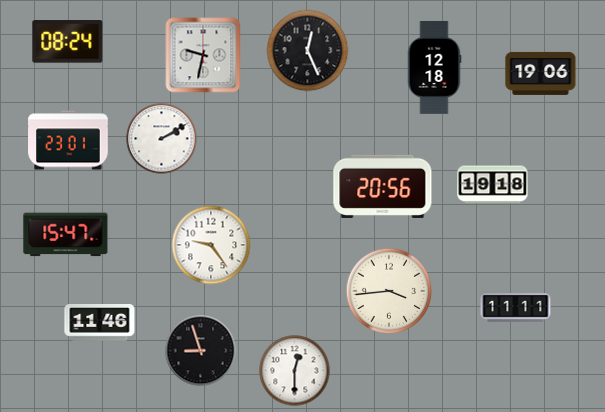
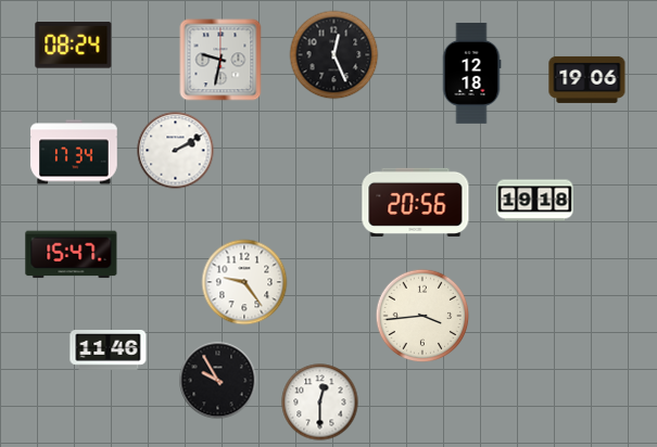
clock at (68, 140): 23:01 -> 17:34
clock at (211, 245) position: (211, 245) -> (244, 282)
clock at (516, 308): 11:11 -> none
clock at (201, 351): 8:57 -> 9:55
